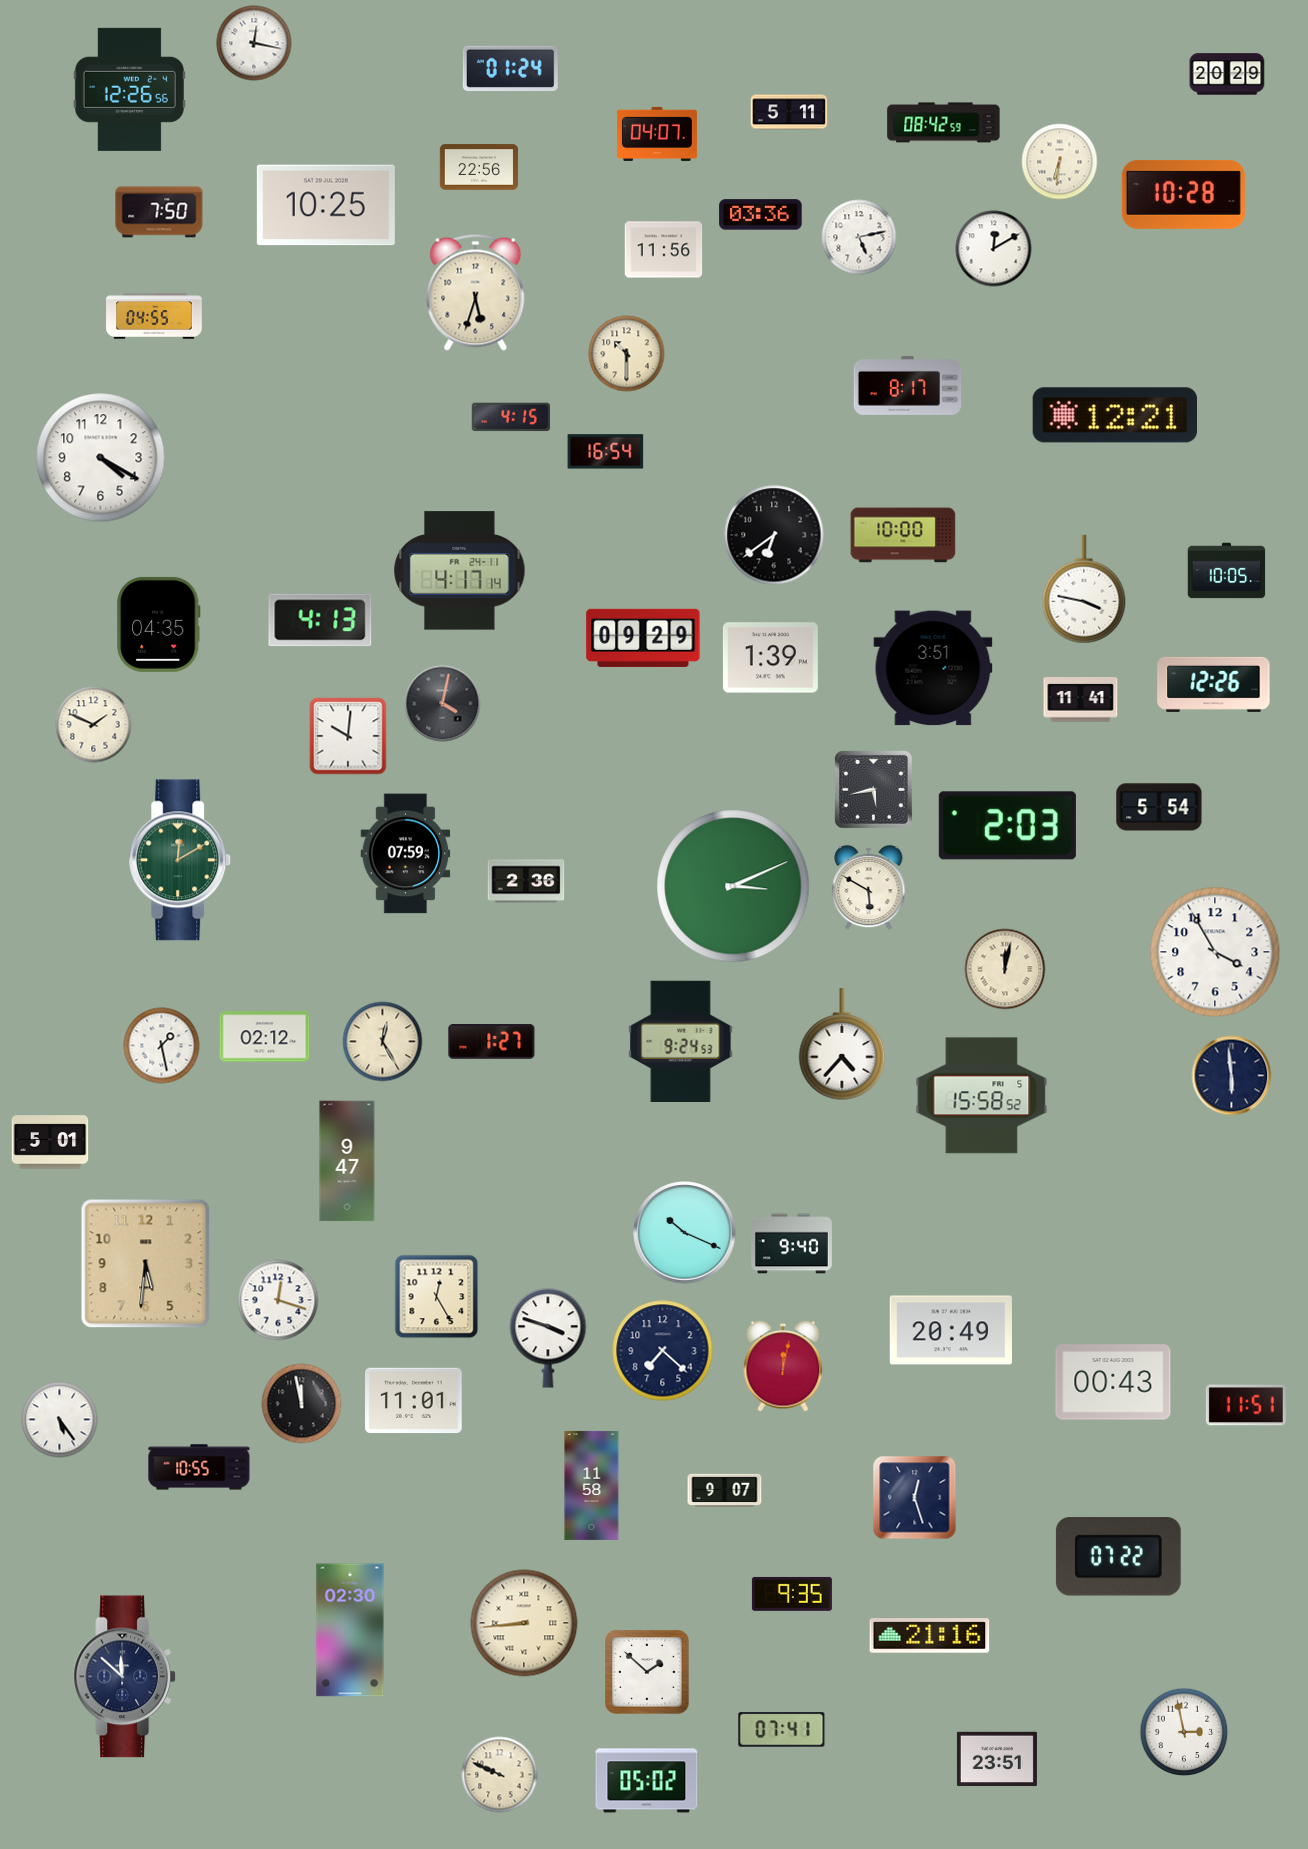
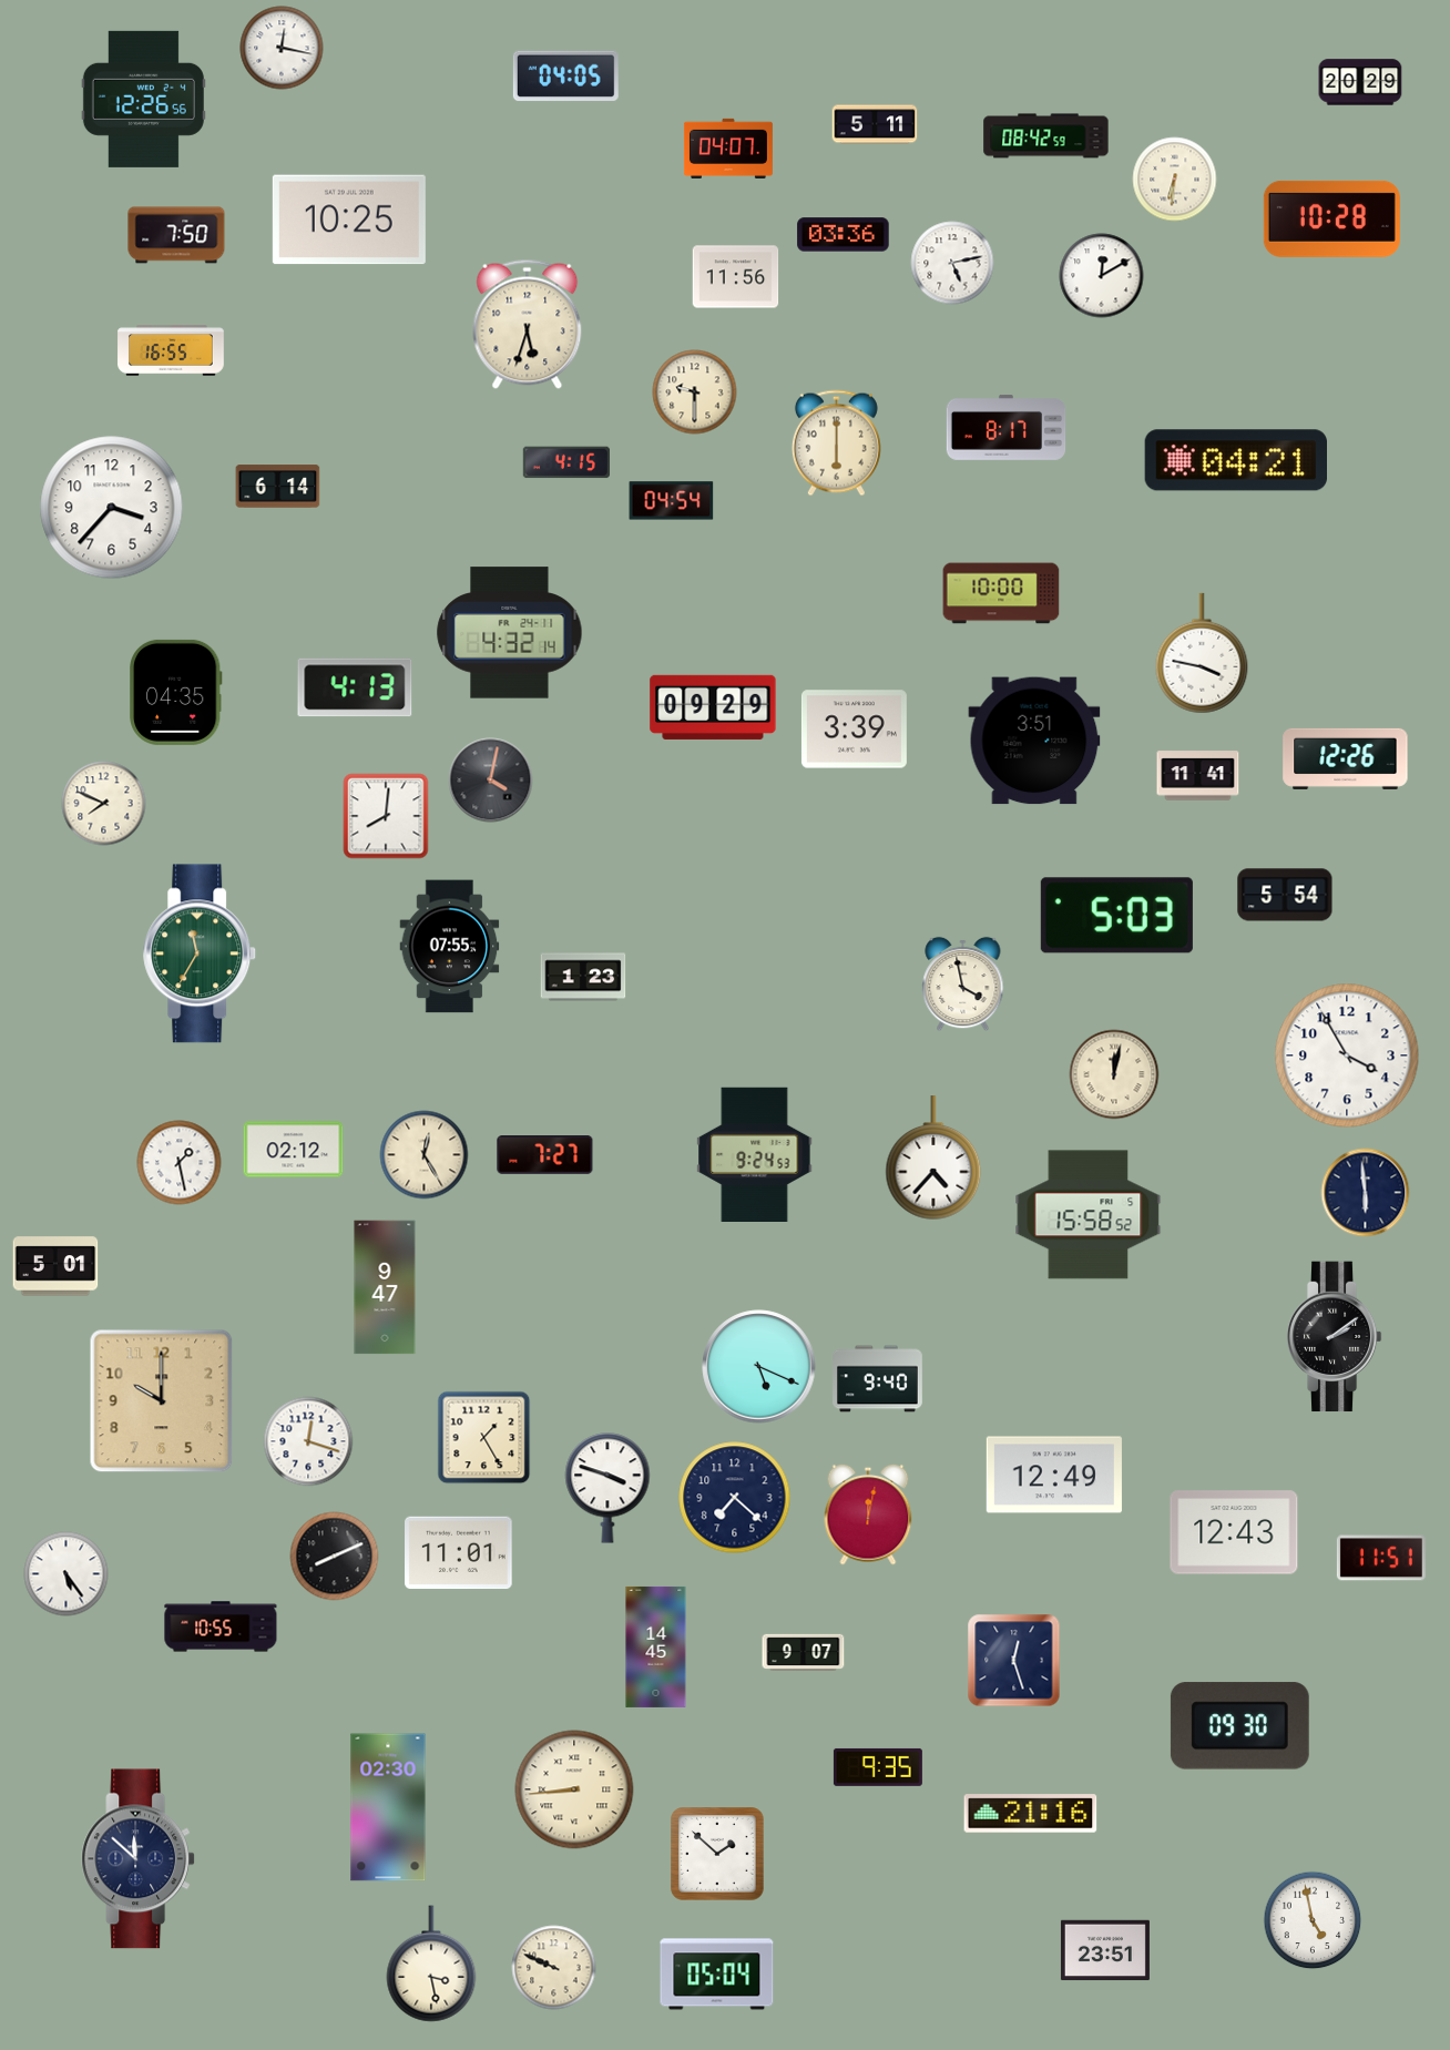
clock at (510, 69): 01:24 -> 04:05
clock at (479, 167): 22:56 -> none
clock at (1183, 194) position: (1183, 194) -> (1331, 218)
clock at (326, 205) position: (326, 205) -> (349, 220)
clock at (761, 215) position: (761, 215) -> (844, 235)
clock at (154, 316): 04:55 -> 16:55
clock at (627, 354): 10:30 -> 9:30
clock at (836, 443): none -> 6:00
clock at (1114, 415): 12:21 -> 04:21
clock at (278, 487): none -> 6:14
clock at (606, 452): 16:54 -> 04:54
clock at (101, 458): 4:20 -> 3:37
clock at (774, 535): 6:39 -> none
clock at (460, 571): 4:17 -> 4:32
clock at (1227, 571): 10:05 -> none
clock at (770, 658): 1:39 -> 3:39
clock at (94, 725): 1:49 -> 7:49
clock at (348, 736): 10:01 -> 8:01
clock at (874, 790): 5:43 -> none
clock at (1007, 826): 2:03 -> 5:03
clock at (406, 854): 07:59 -> 07:55
clock at (181, 860): 12:10 -> 11:35
clock at (526, 881): 2:36 -> 1:23
clock at (733, 886): 3:11 -> none
clock at (869, 888): 5:50 -> 3:58
clock at (492, 1042): 1:27 -> 7:27
clock at (162, 1046) position: (162, 1046) -> (180, 1163)
clock at (1334, 1337): none -> 2:09
clock at (685, 1233): 10:19 -> 5:19
clock at (146, 1264): 5:31 -> 10:00
clock at (437, 1297): 12:25 -> 1:25
clock at (951, 1330): 20:49 -> 12:49
clock at (548, 1338) position: (548, 1338) -> (607, 1488)
clock at (1113, 1382): 00:43 -> 12:43
clock at (302, 1404): 11:58 -> 8:11
clock at (592, 1485): 11:58 -> 14:45
clock at (1118, 1557): 07:22 -> 09:30
clock at (524, 1623) position: (524, 1623) -> (574, 1789)
clock at (782, 1730): 07:41 -> none
clock at (1184, 1732): 2:58 -> 4:58
clock at (431, 1964): none -> 3:28
clock at (647, 1781): 05:02 -> 05:04
